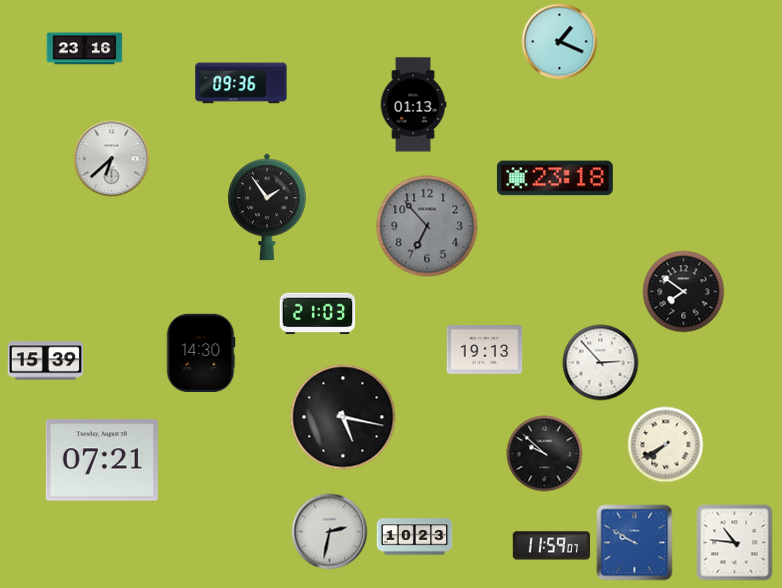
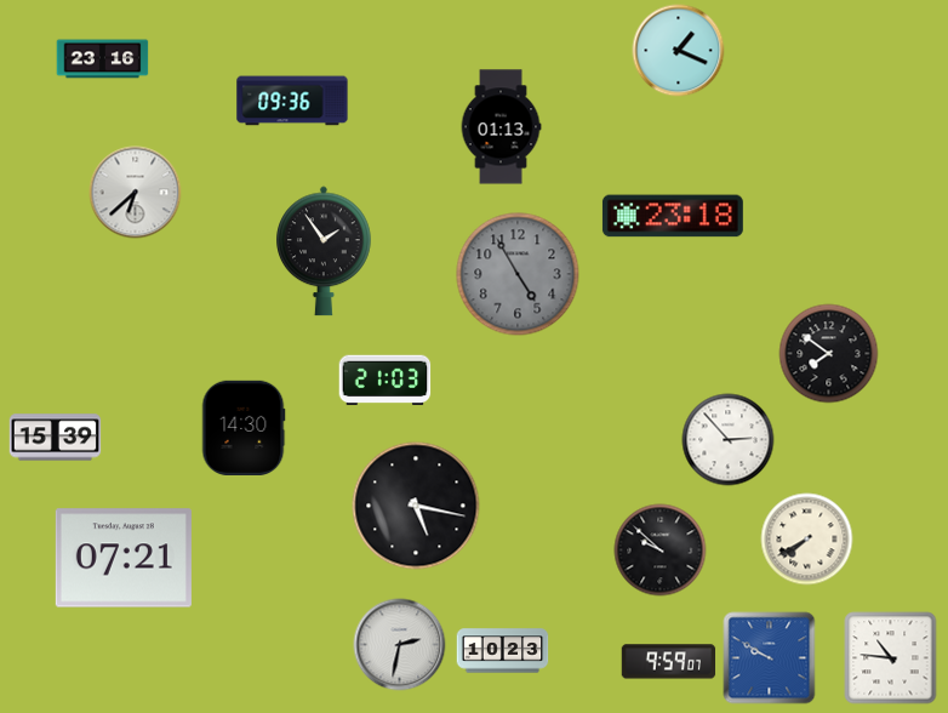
clock at (427, 226): 6:53 -> 4:55
clock at (485, 350): 19:13 -> none
clock at (552, 546): 11:59 -> 9:59
